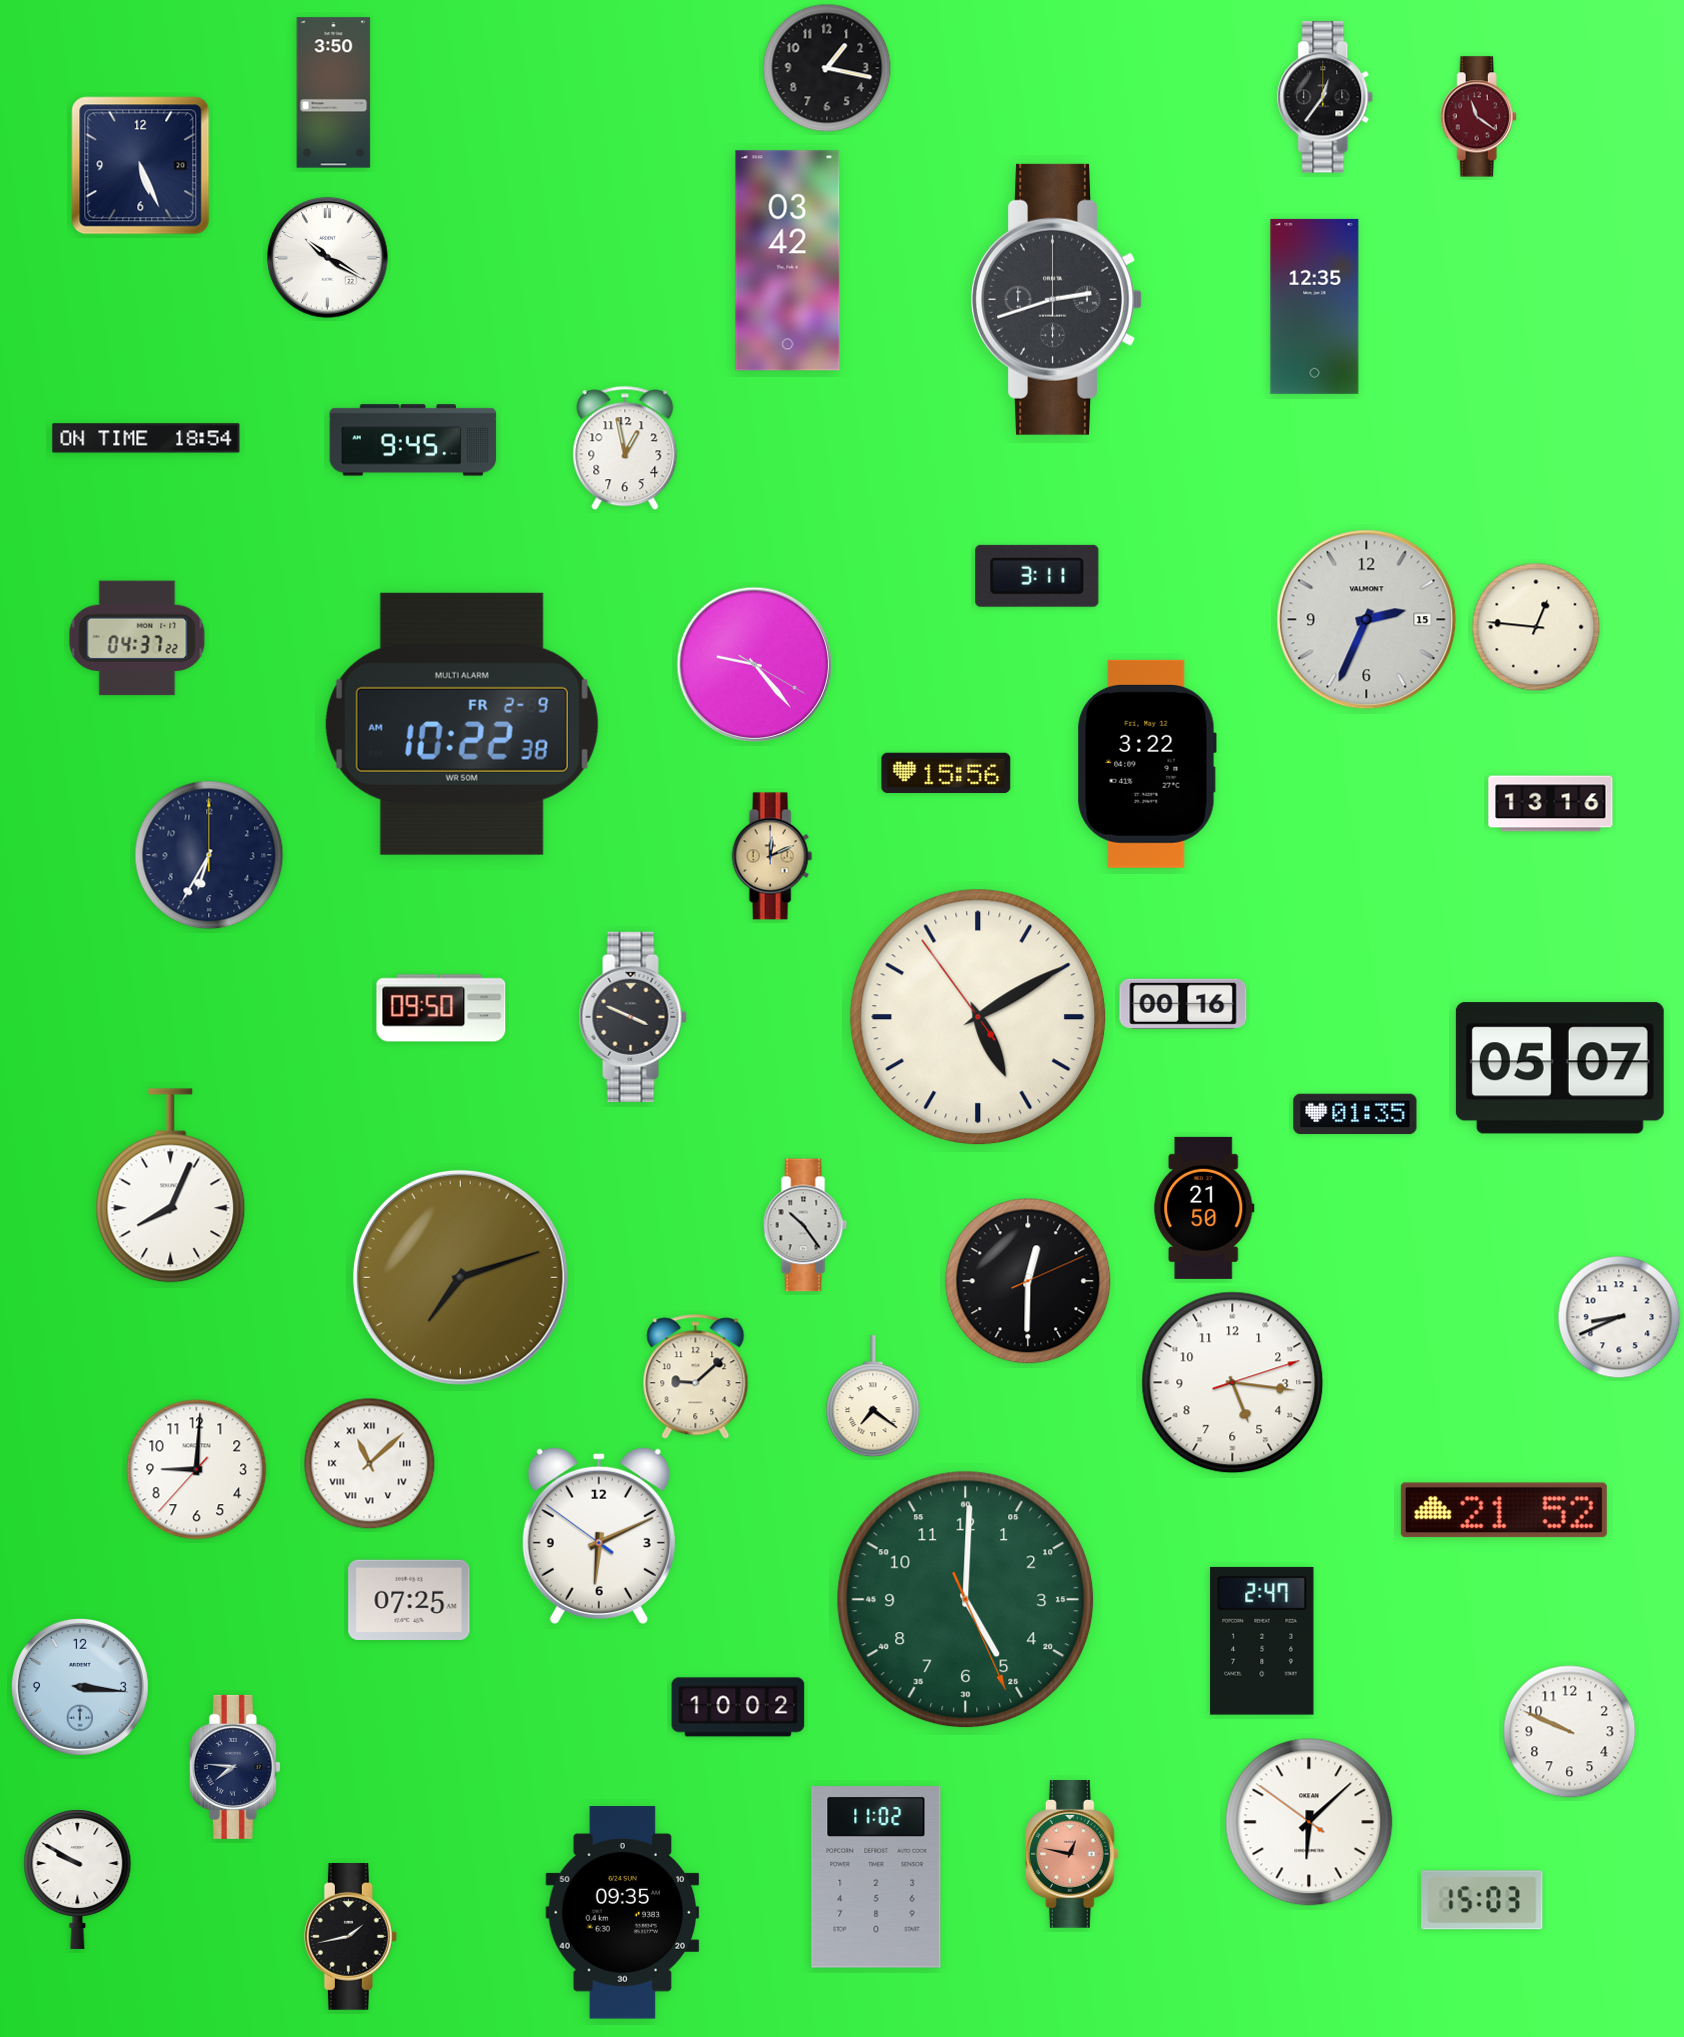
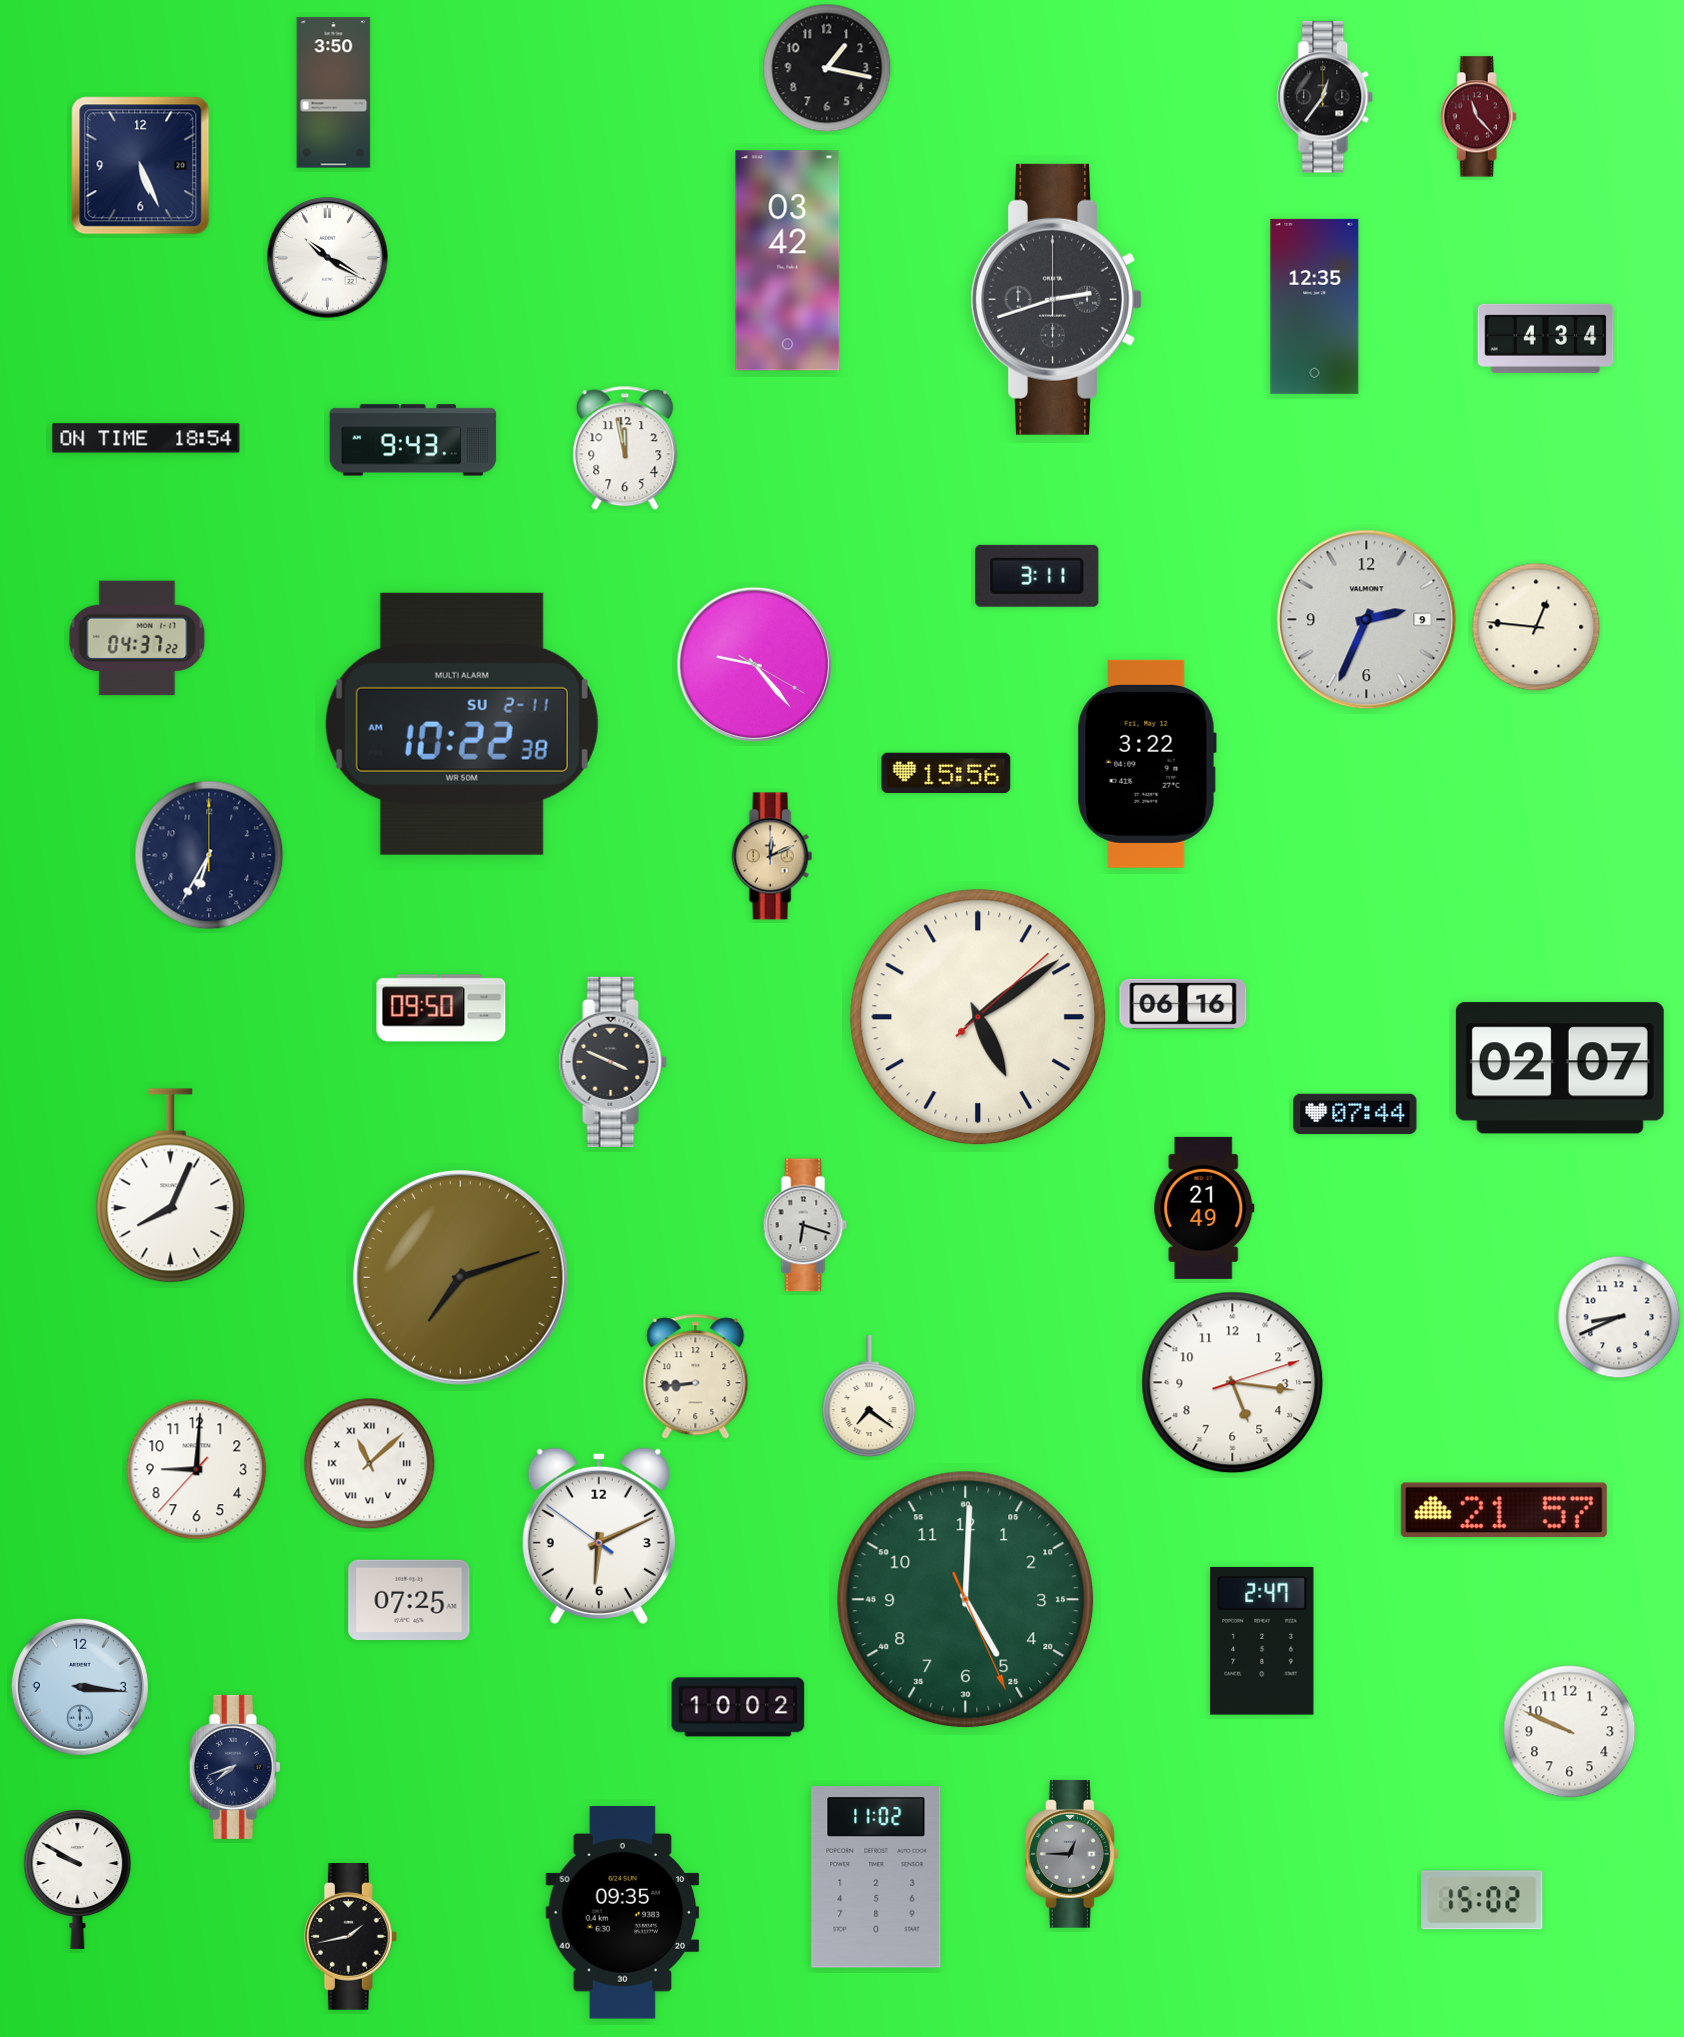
clock at (1478, 117): 11:21 -> 11:23
clock at (1546, 338): none -> 4:34
clock at (413, 440): 9:45 -> 9:43
clock at (625, 448): 12:58 -> 11:58
clock at (1367, 620) date: 15 -> 9
clock at (462, 724) date: FR 2-9 -> SU 2-11
clock at (1551, 804): 13:16 -> none
clock at (1183, 1004): 00:16 -> 06:16
clock at (633, 1017) position: (633, 1017) -> (613, 1062)
clock at (978, 1017): 5:09:54 -> 5:09:08
clock at (1560, 1068): 05:07 -> 02:07
clock at (1355, 1114): 01:35 -> 07:44
clock at (1204, 1208): 21:50 -> 21:49
clock at (805, 1225): 10:24 -> 6:18
clock at (1028, 1281): 12:30 -> none
clock at (696, 1377): 9:08 -> 8:44
clock at (873, 1397) position: (873, 1397) -> (869, 1397)
clock at (1504, 1510): 21:52 -> 21:57
clock at (235, 1767): 7:46 -> 7:42
clock at (1309, 1822): 6:07 -> none
clock at (1072, 1854): 12:47 -> 12:45
clock at (1072, 1854) dial: salmon -> grey
clock at (1482, 1900): 15:03 -> 15:02
